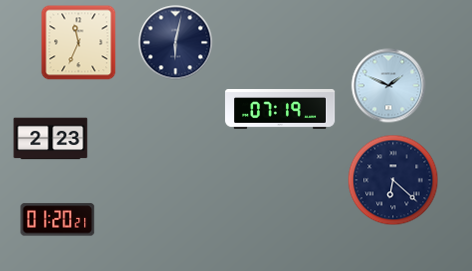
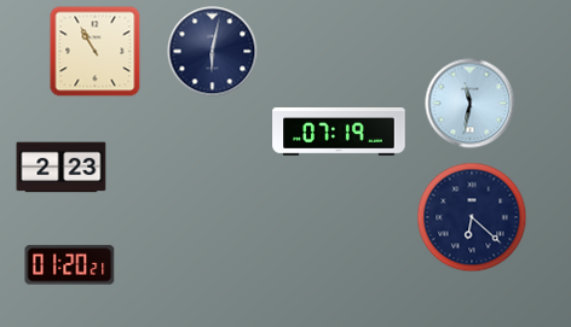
clock at (79, 43): 11:34 -> 10:55
clock at (389, 86): 1:49 -> 11:32
clock at (393, 180) position: (393, 180) -> (472, 217)
